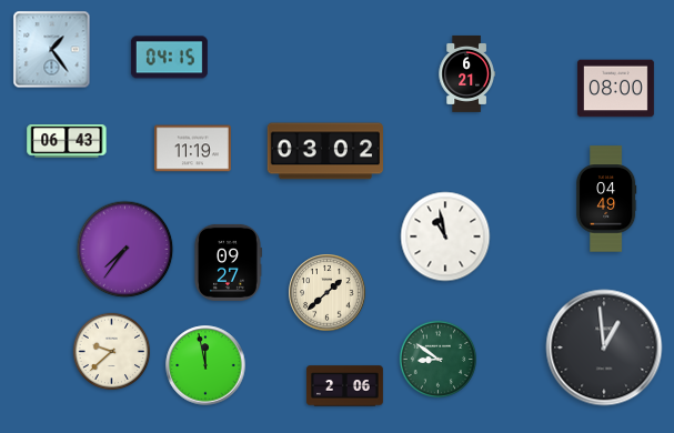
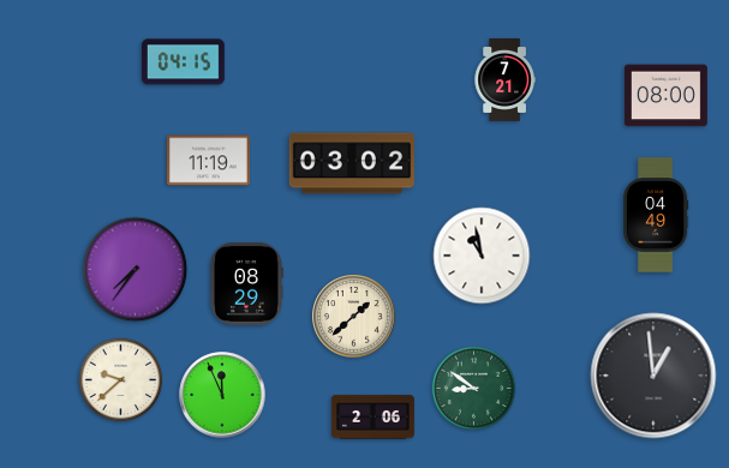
clock at (52, 50): 1:24 -> none
clock at (466, 73): 6:21 -> 7:21
clock at (67, 141): 06:43 -> none
clock at (228, 262): 09:27 -> 08:29
clock at (205, 365): 11:58 -> 11:56
